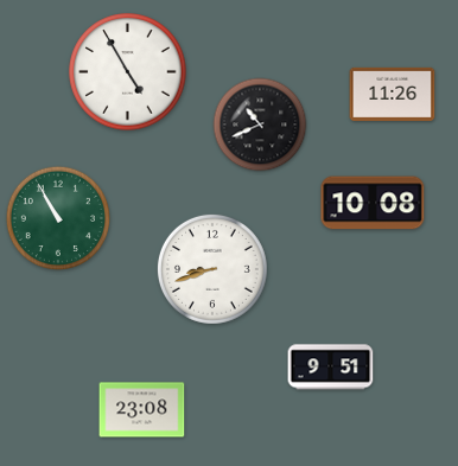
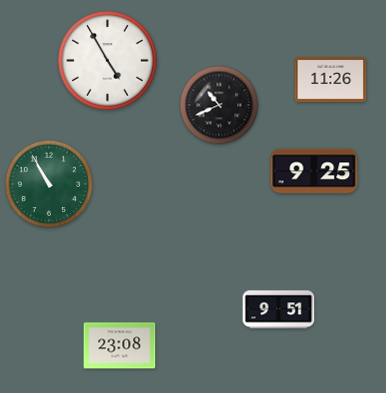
clock at (373, 203): 10:08 -> 9:25
clock at (212, 269): 8:42 -> none
